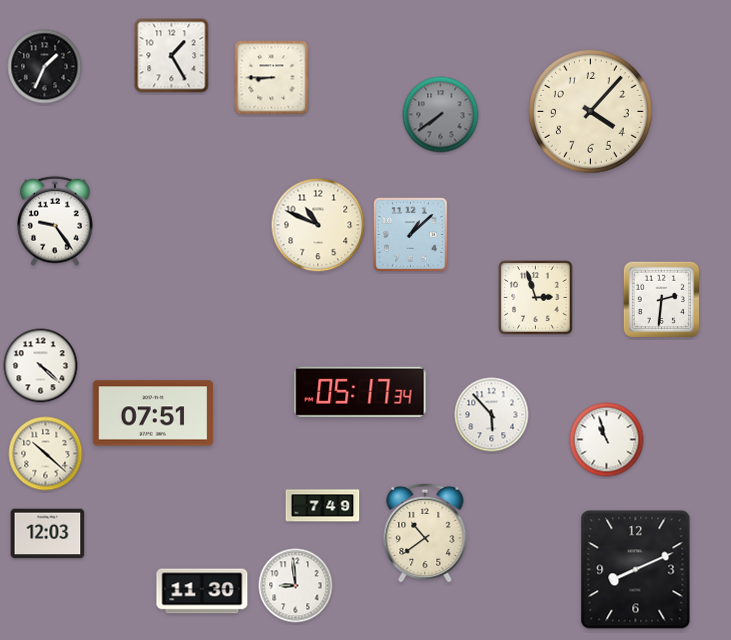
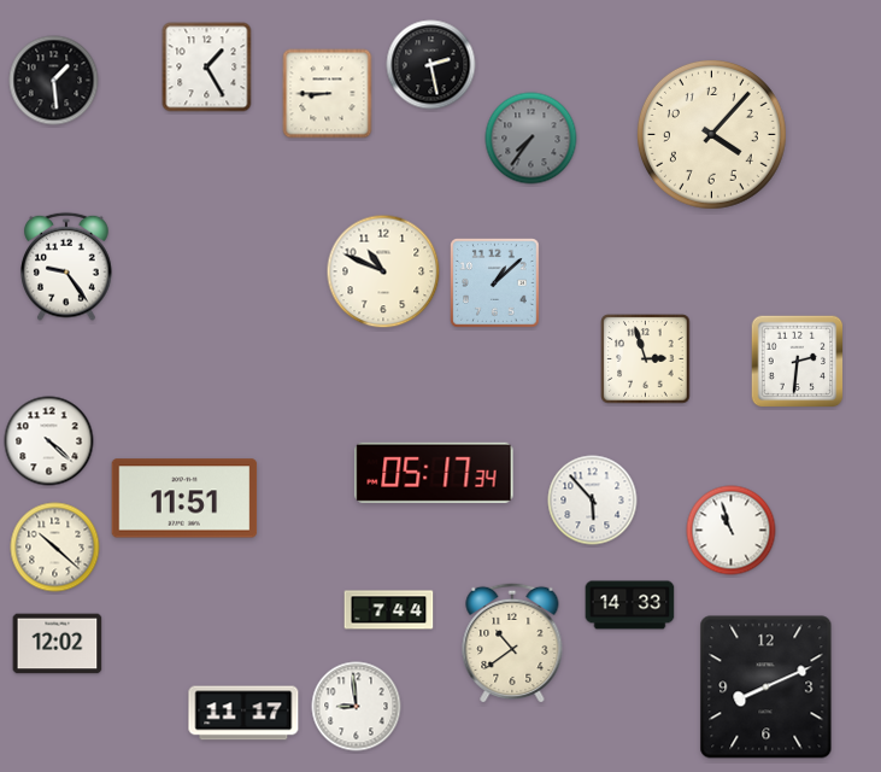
clock at (431, 65): none -> 2:28
clock at (45, 67): 1:34 -> 1:29
clock at (441, 115): 7:39 -> 7:36
clock at (153, 413): 07:51 -> 11:51
clock at (630, 606): none -> 14:33
clock at (323, 506): 7:49 -> 7:44
clock at (48, 534): 12:03 -> 12:02
clock at (202, 591): 11:30 -> 11:17
